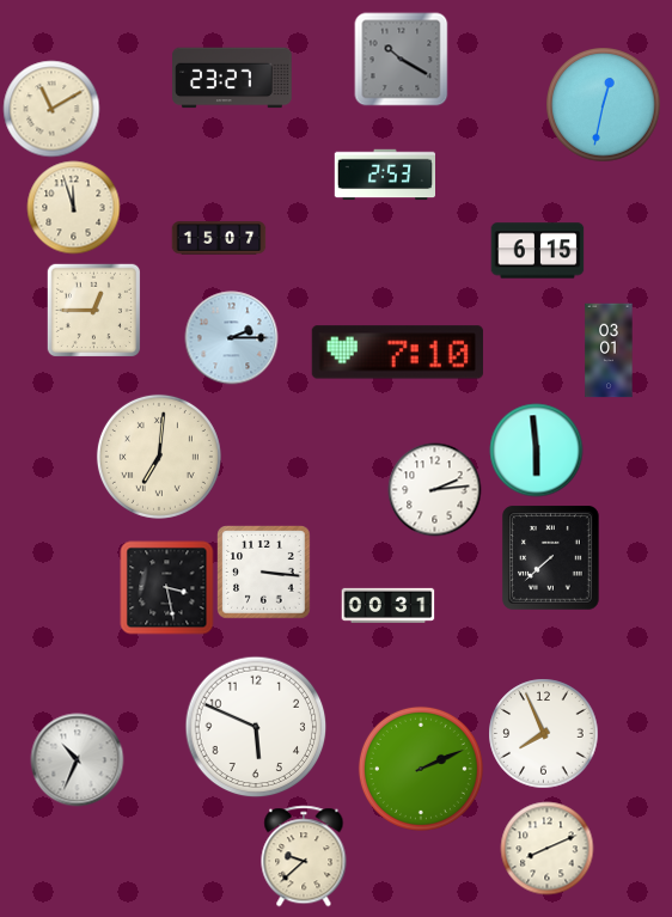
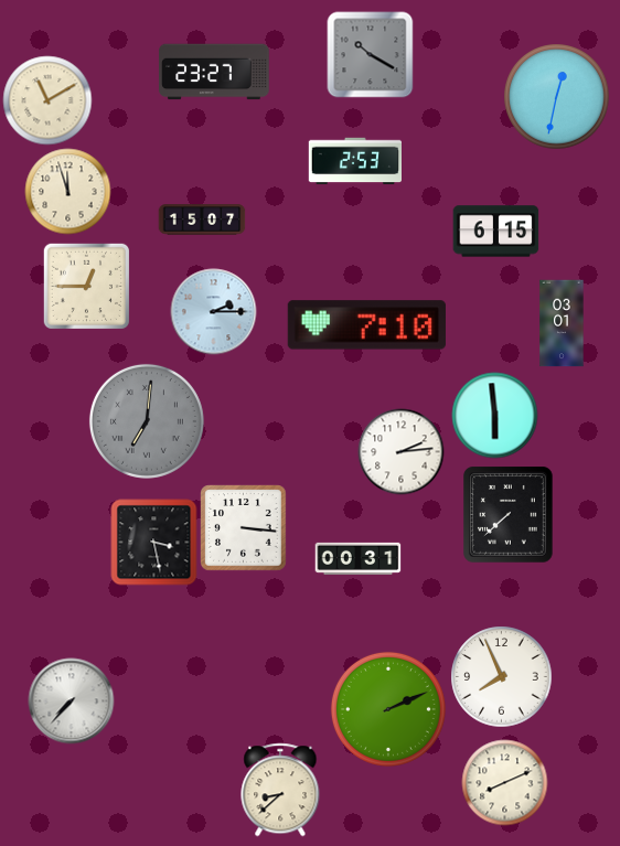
clock at (159, 457) dial: cream -> grey
clock at (256, 727): 5:49 -> none
clock at (77, 759): 10:34 -> 7:37
clock at (304, 856): 9:38 -> 8:38
